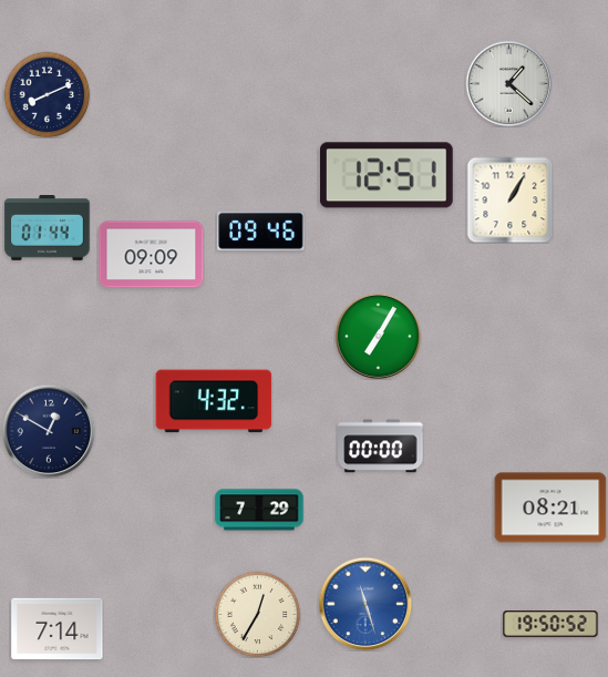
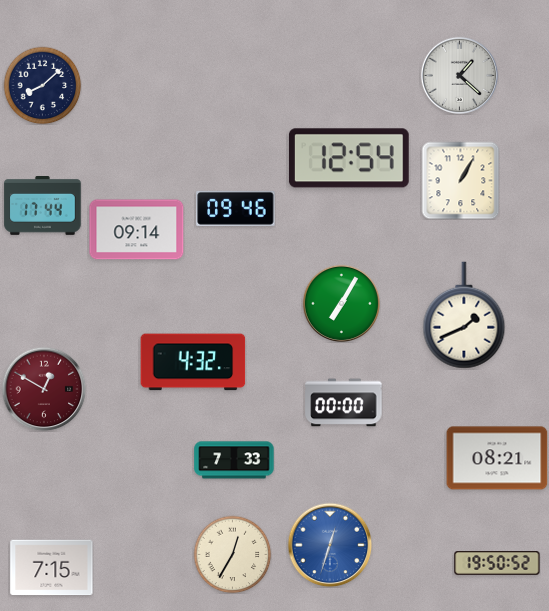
clock at (47, 94): 8:11 -> 8:08
clock at (387, 175): 12:51 -> 12:54
clock at (48, 228): 01:44 -> 17:44
clock at (152, 255): 09:09 -> 09:14
clock at (464, 315): none -> 1:41
clock at (49, 431) dial: navy -> burgundy
clock at (259, 510): 7:29 -> 7:33
clock at (365, 604): 11:27 -> 12:33
clock at (58, 629): 7:14 -> 7:15
